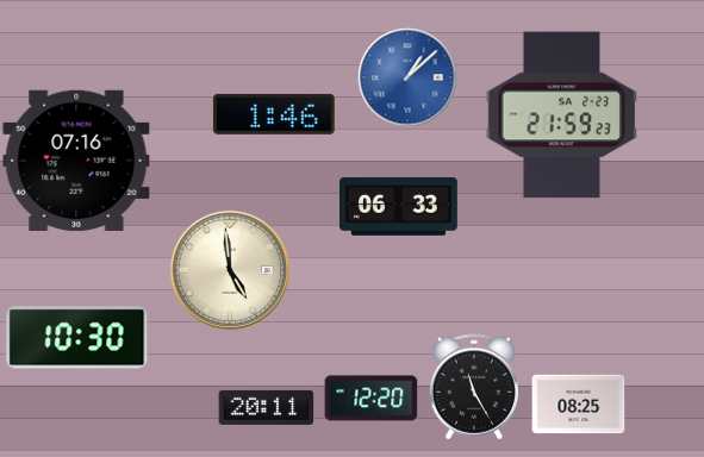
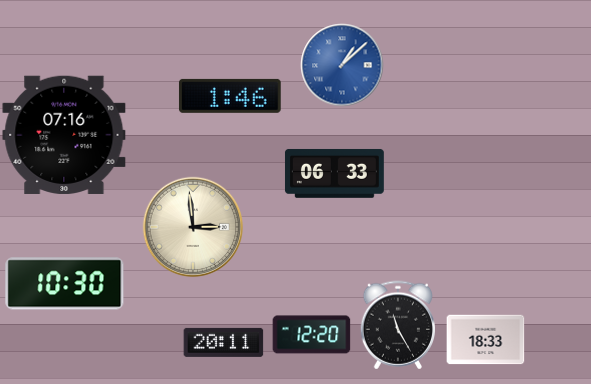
clock at (561, 115): 21:59 -> none
clock at (230, 270): 4:59 -> 2:59
clock at (578, 405): 08:25 -> 18:33
